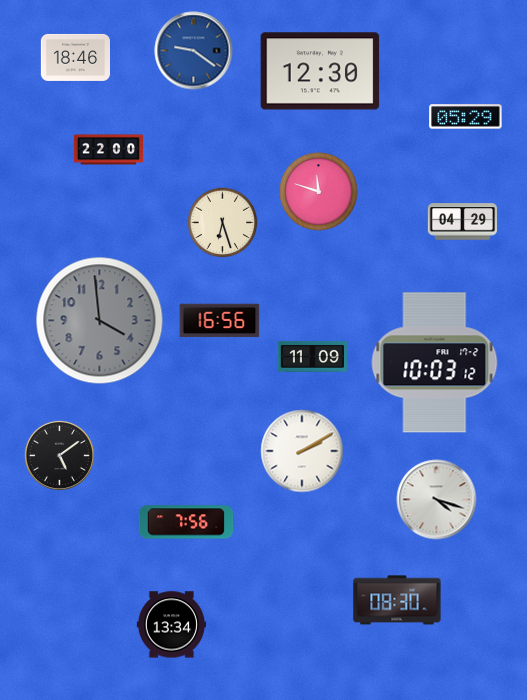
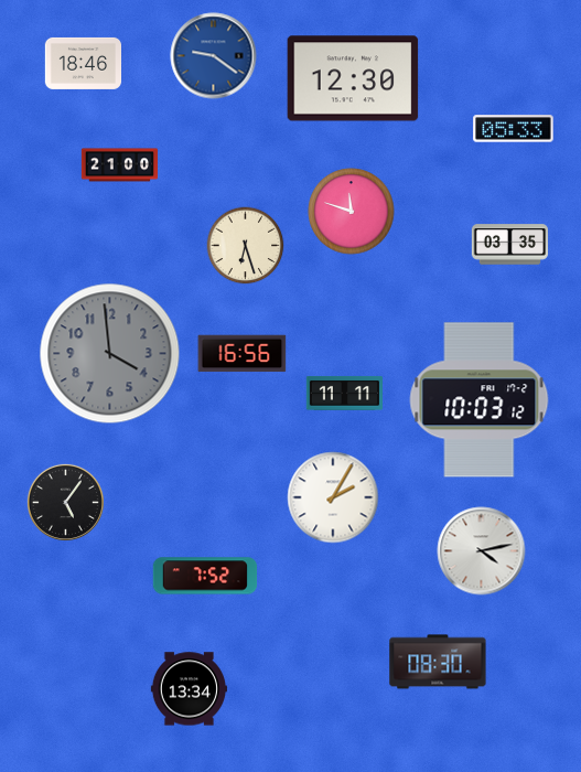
clock at (466, 117): 05:29 -> 05:33
clock at (108, 150): 22:00 -> 21:00
clock at (462, 222): 04:29 -> 03:35
clock at (312, 356): 11:09 -> 11:11
clock at (302, 451): 2:10 -> 2:05
clock at (59, 455): 5:09 -> 5:06
clock at (437, 500): 4:18 -> 4:13
clock at (186, 522): 7:56 -> 7:52
